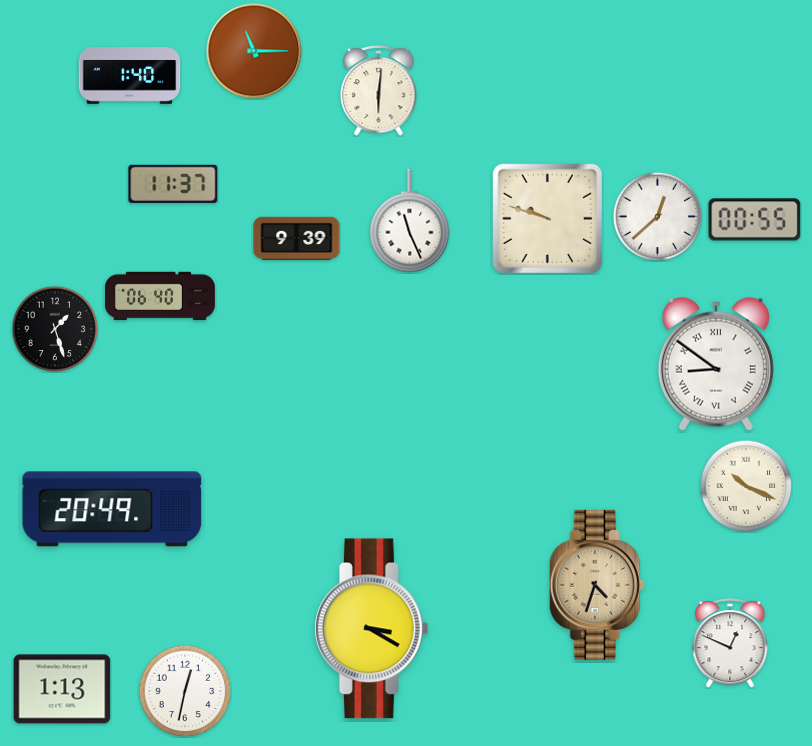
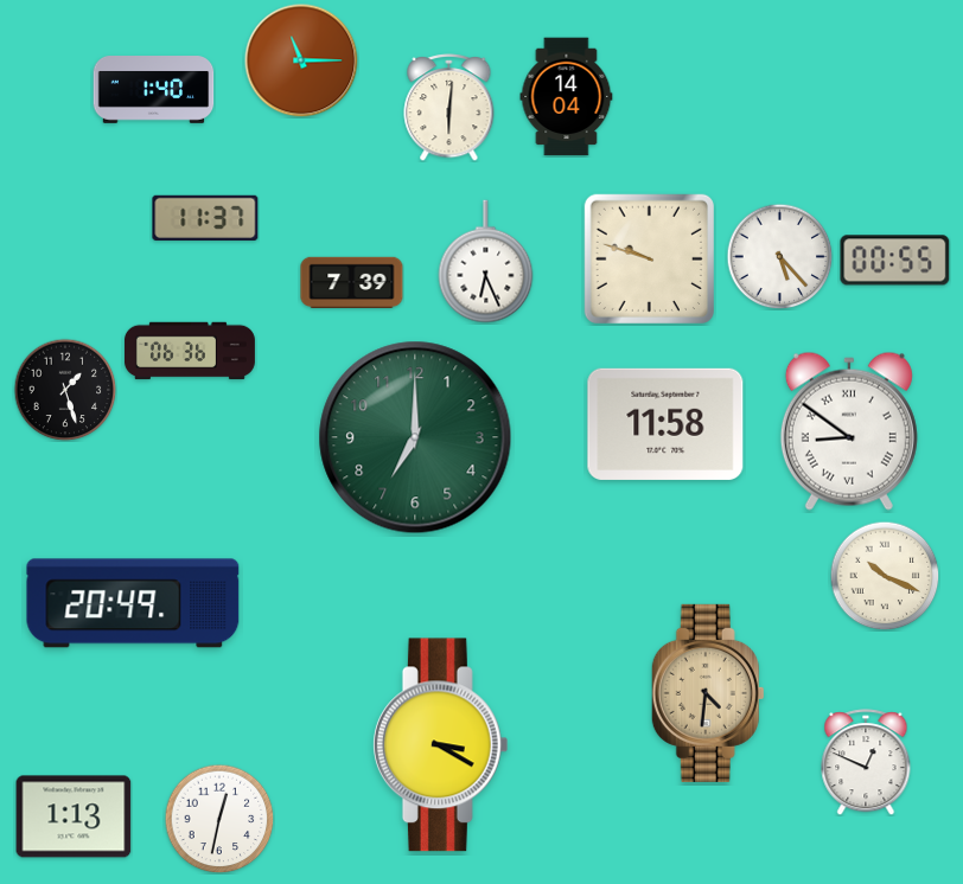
clock at (567, 97): none -> 14:04
clock at (657, 216): 12:38 -> 5:23
clock at (410, 221): 11:26 -> 6:26
clock at (297, 238): 9:39 -> 7:39
clock at (160, 296): 06:40 -> 06:36
clock at (665, 424): none -> 11:58
clock at (415, 437): none -> 7:00
clock at (597, 585): 4:33 -> 4:31
